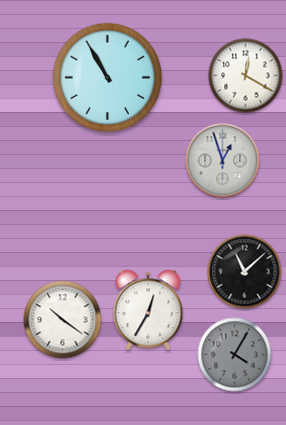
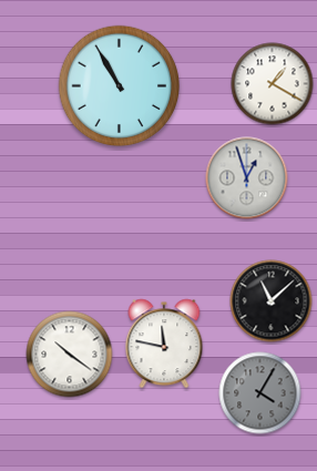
clock at (246, 76): 12:20 -> 1:20
clock at (148, 310): 12:35 -> 11:47
